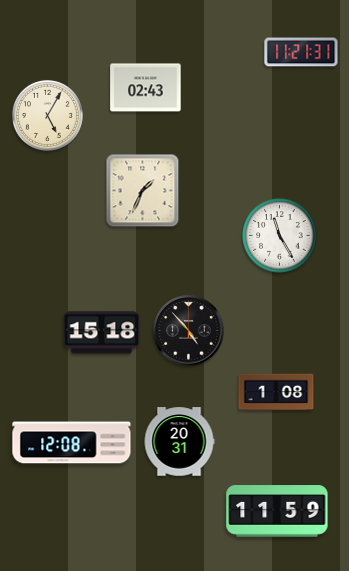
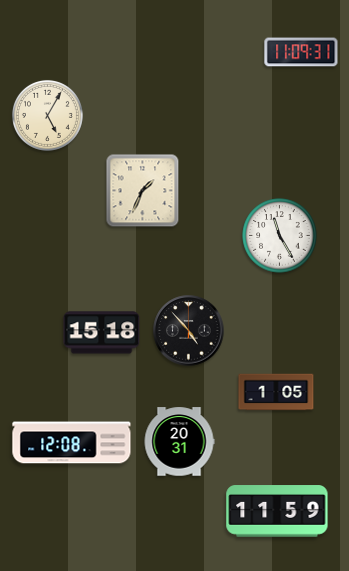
clock at (301, 52): 11:21 -> 11:09
clock at (146, 88): 02:43 -> none
clock at (276, 392): 1:08 -> 1:05
